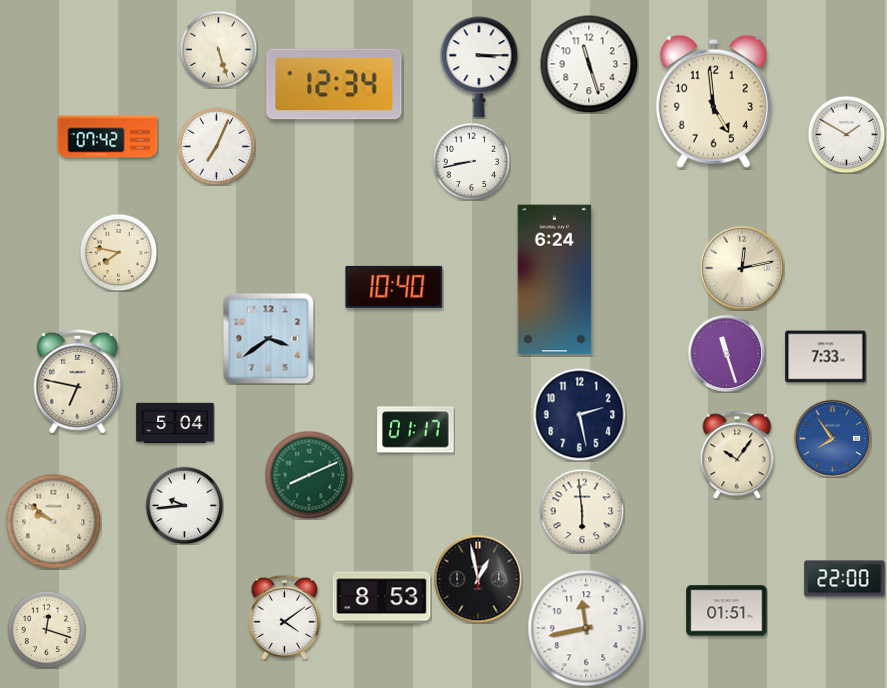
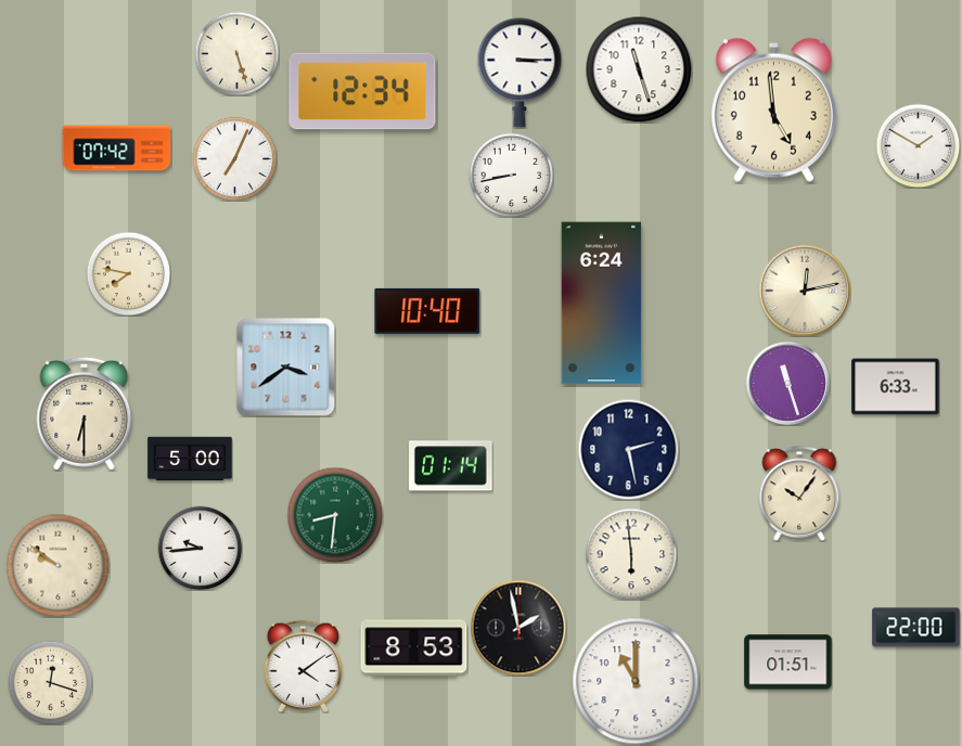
clock at (268, 338) position: (268, 338) -> (285, 366)
clock at (826, 357): 7:33 -> 6:33
clock at (78, 381): 6:47 -> 6:30
clock at (175, 423): 5:04 -> 5:00
clock at (416, 430): 01:17 -> 01:14
clock at (832, 438): 7:54 -> none
clock at (309, 475): 8:11 -> 8:31
clock at (478, 579): 12:58 -> 1:58
clock at (285, 617) position: (285, 617) -> (304, 666)
clock at (586, 628): 11:43 -> 11:00
